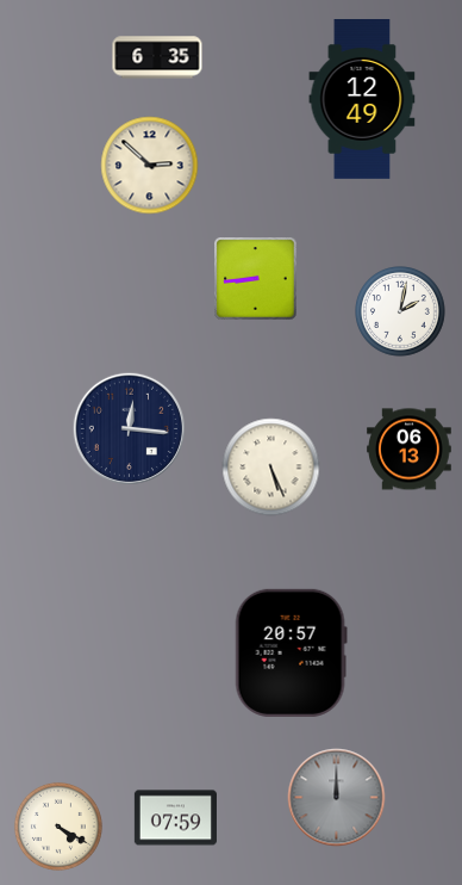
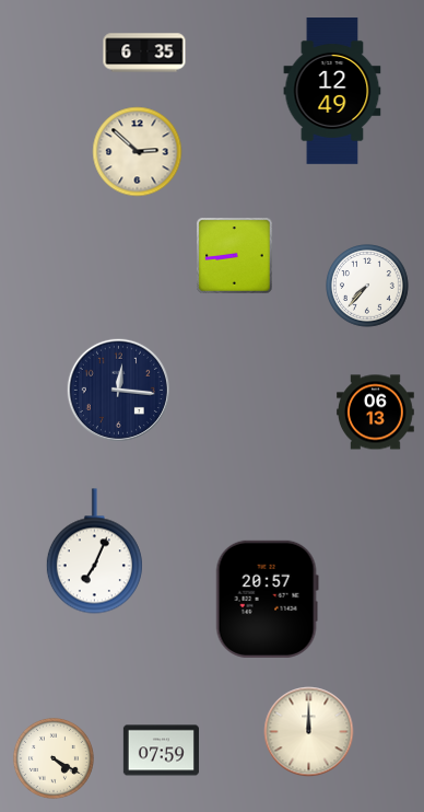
clock at (400, 311): 2:02 -> 7:37
clock at (129, 428) position: (129, 428) -> (118, 390)
clock at (271, 468): 5:26 -> none
clock at (94, 552): none -> 7:04
clock at (337, 798) dial: grey -> cream
